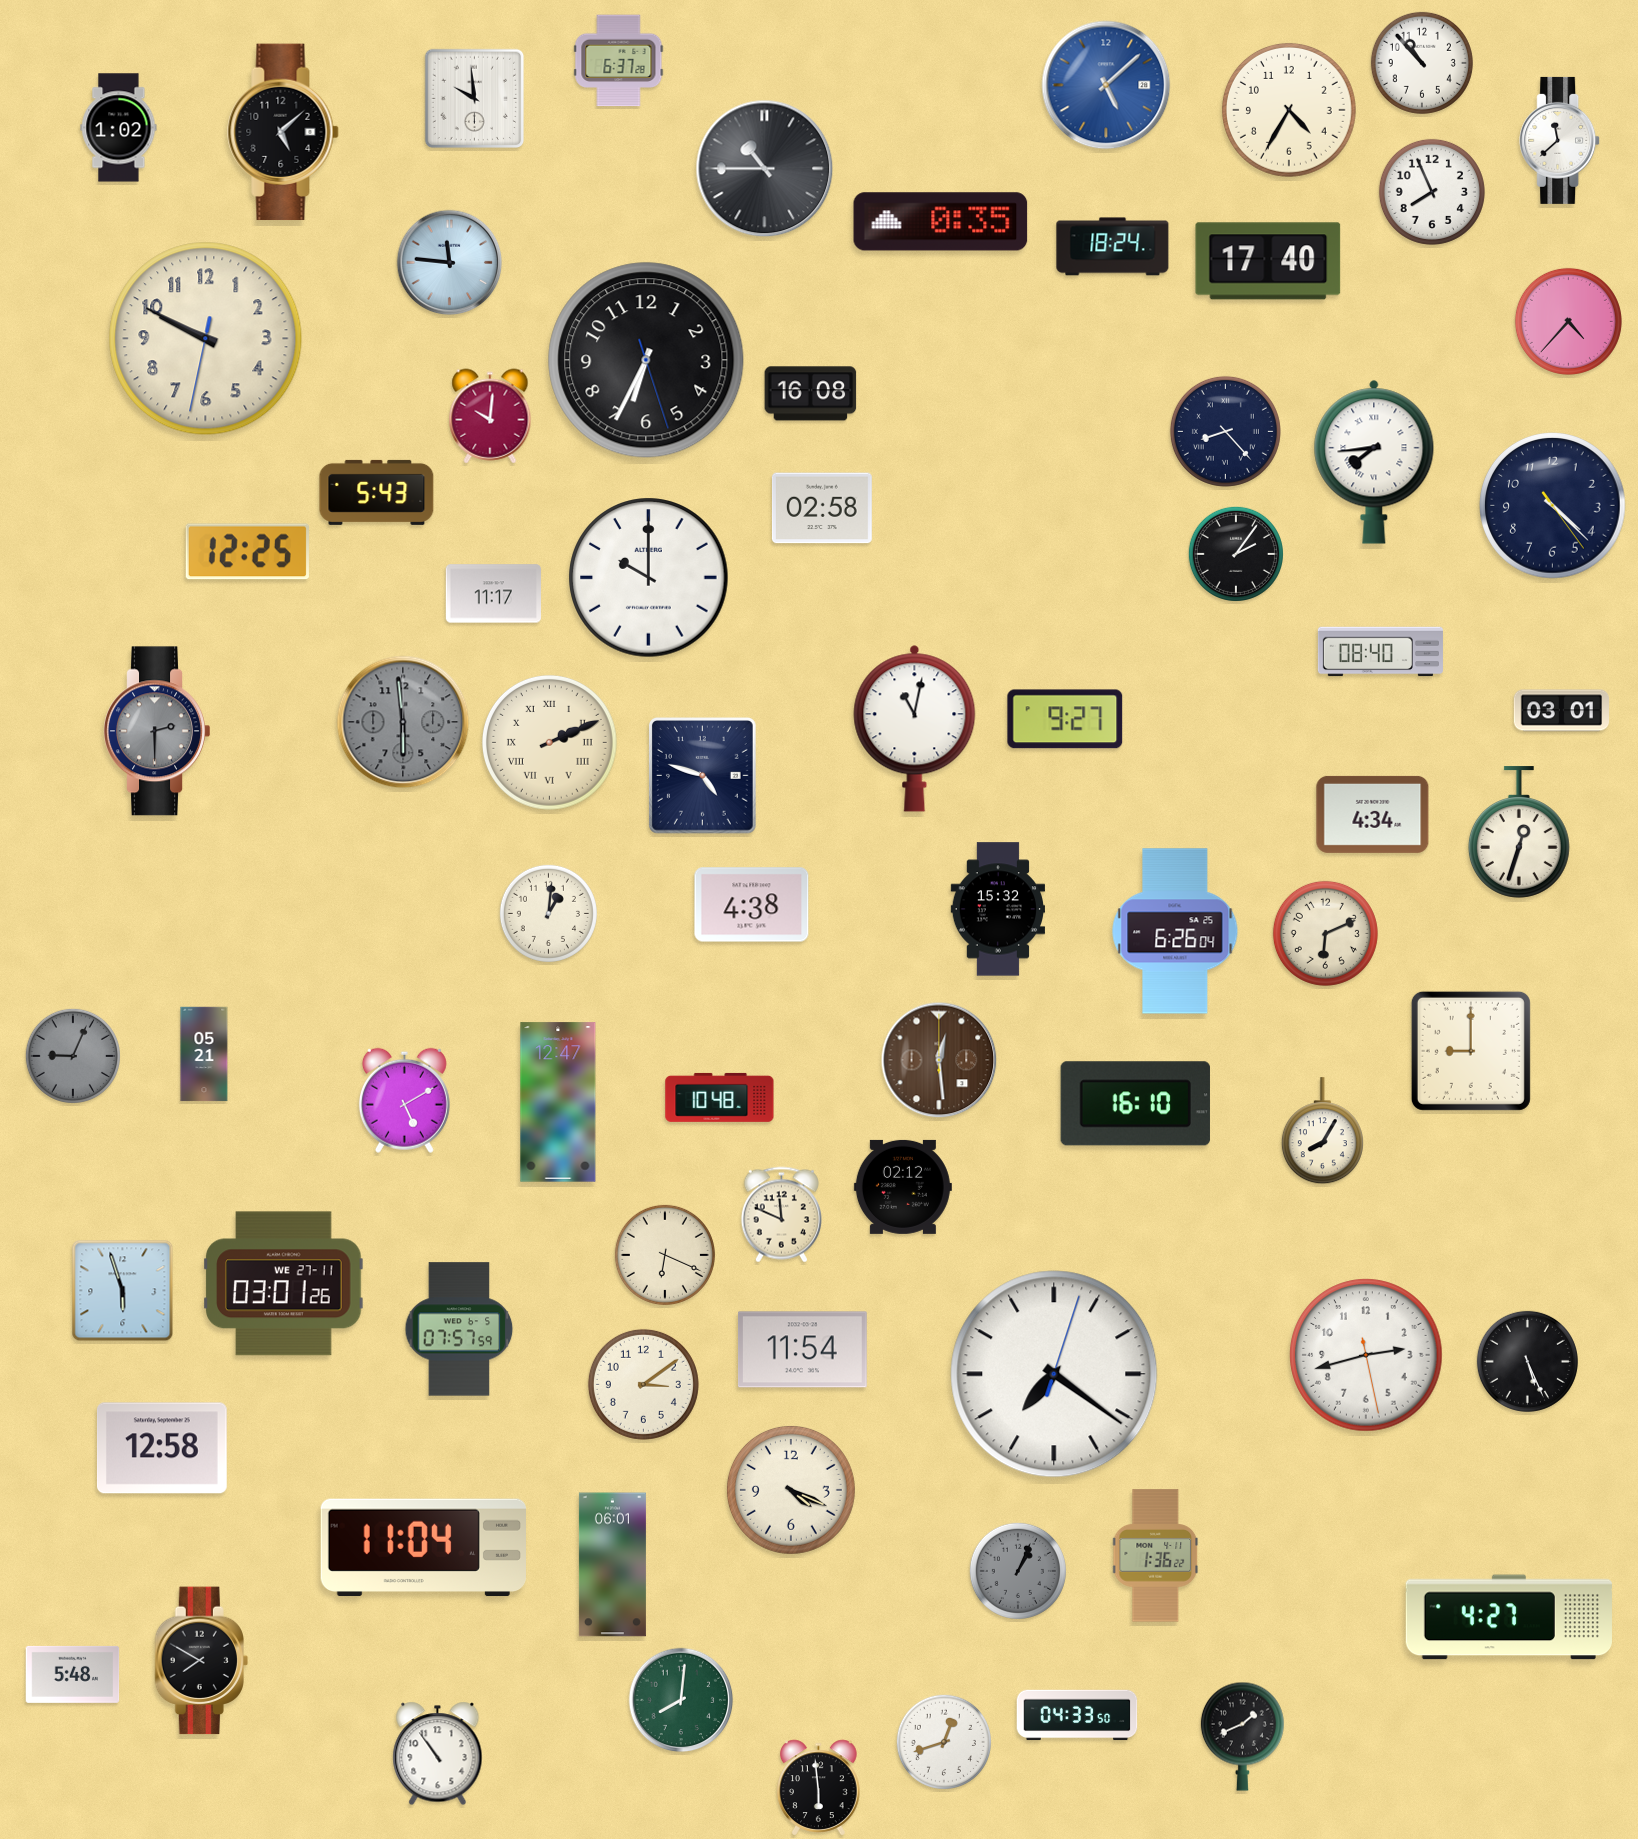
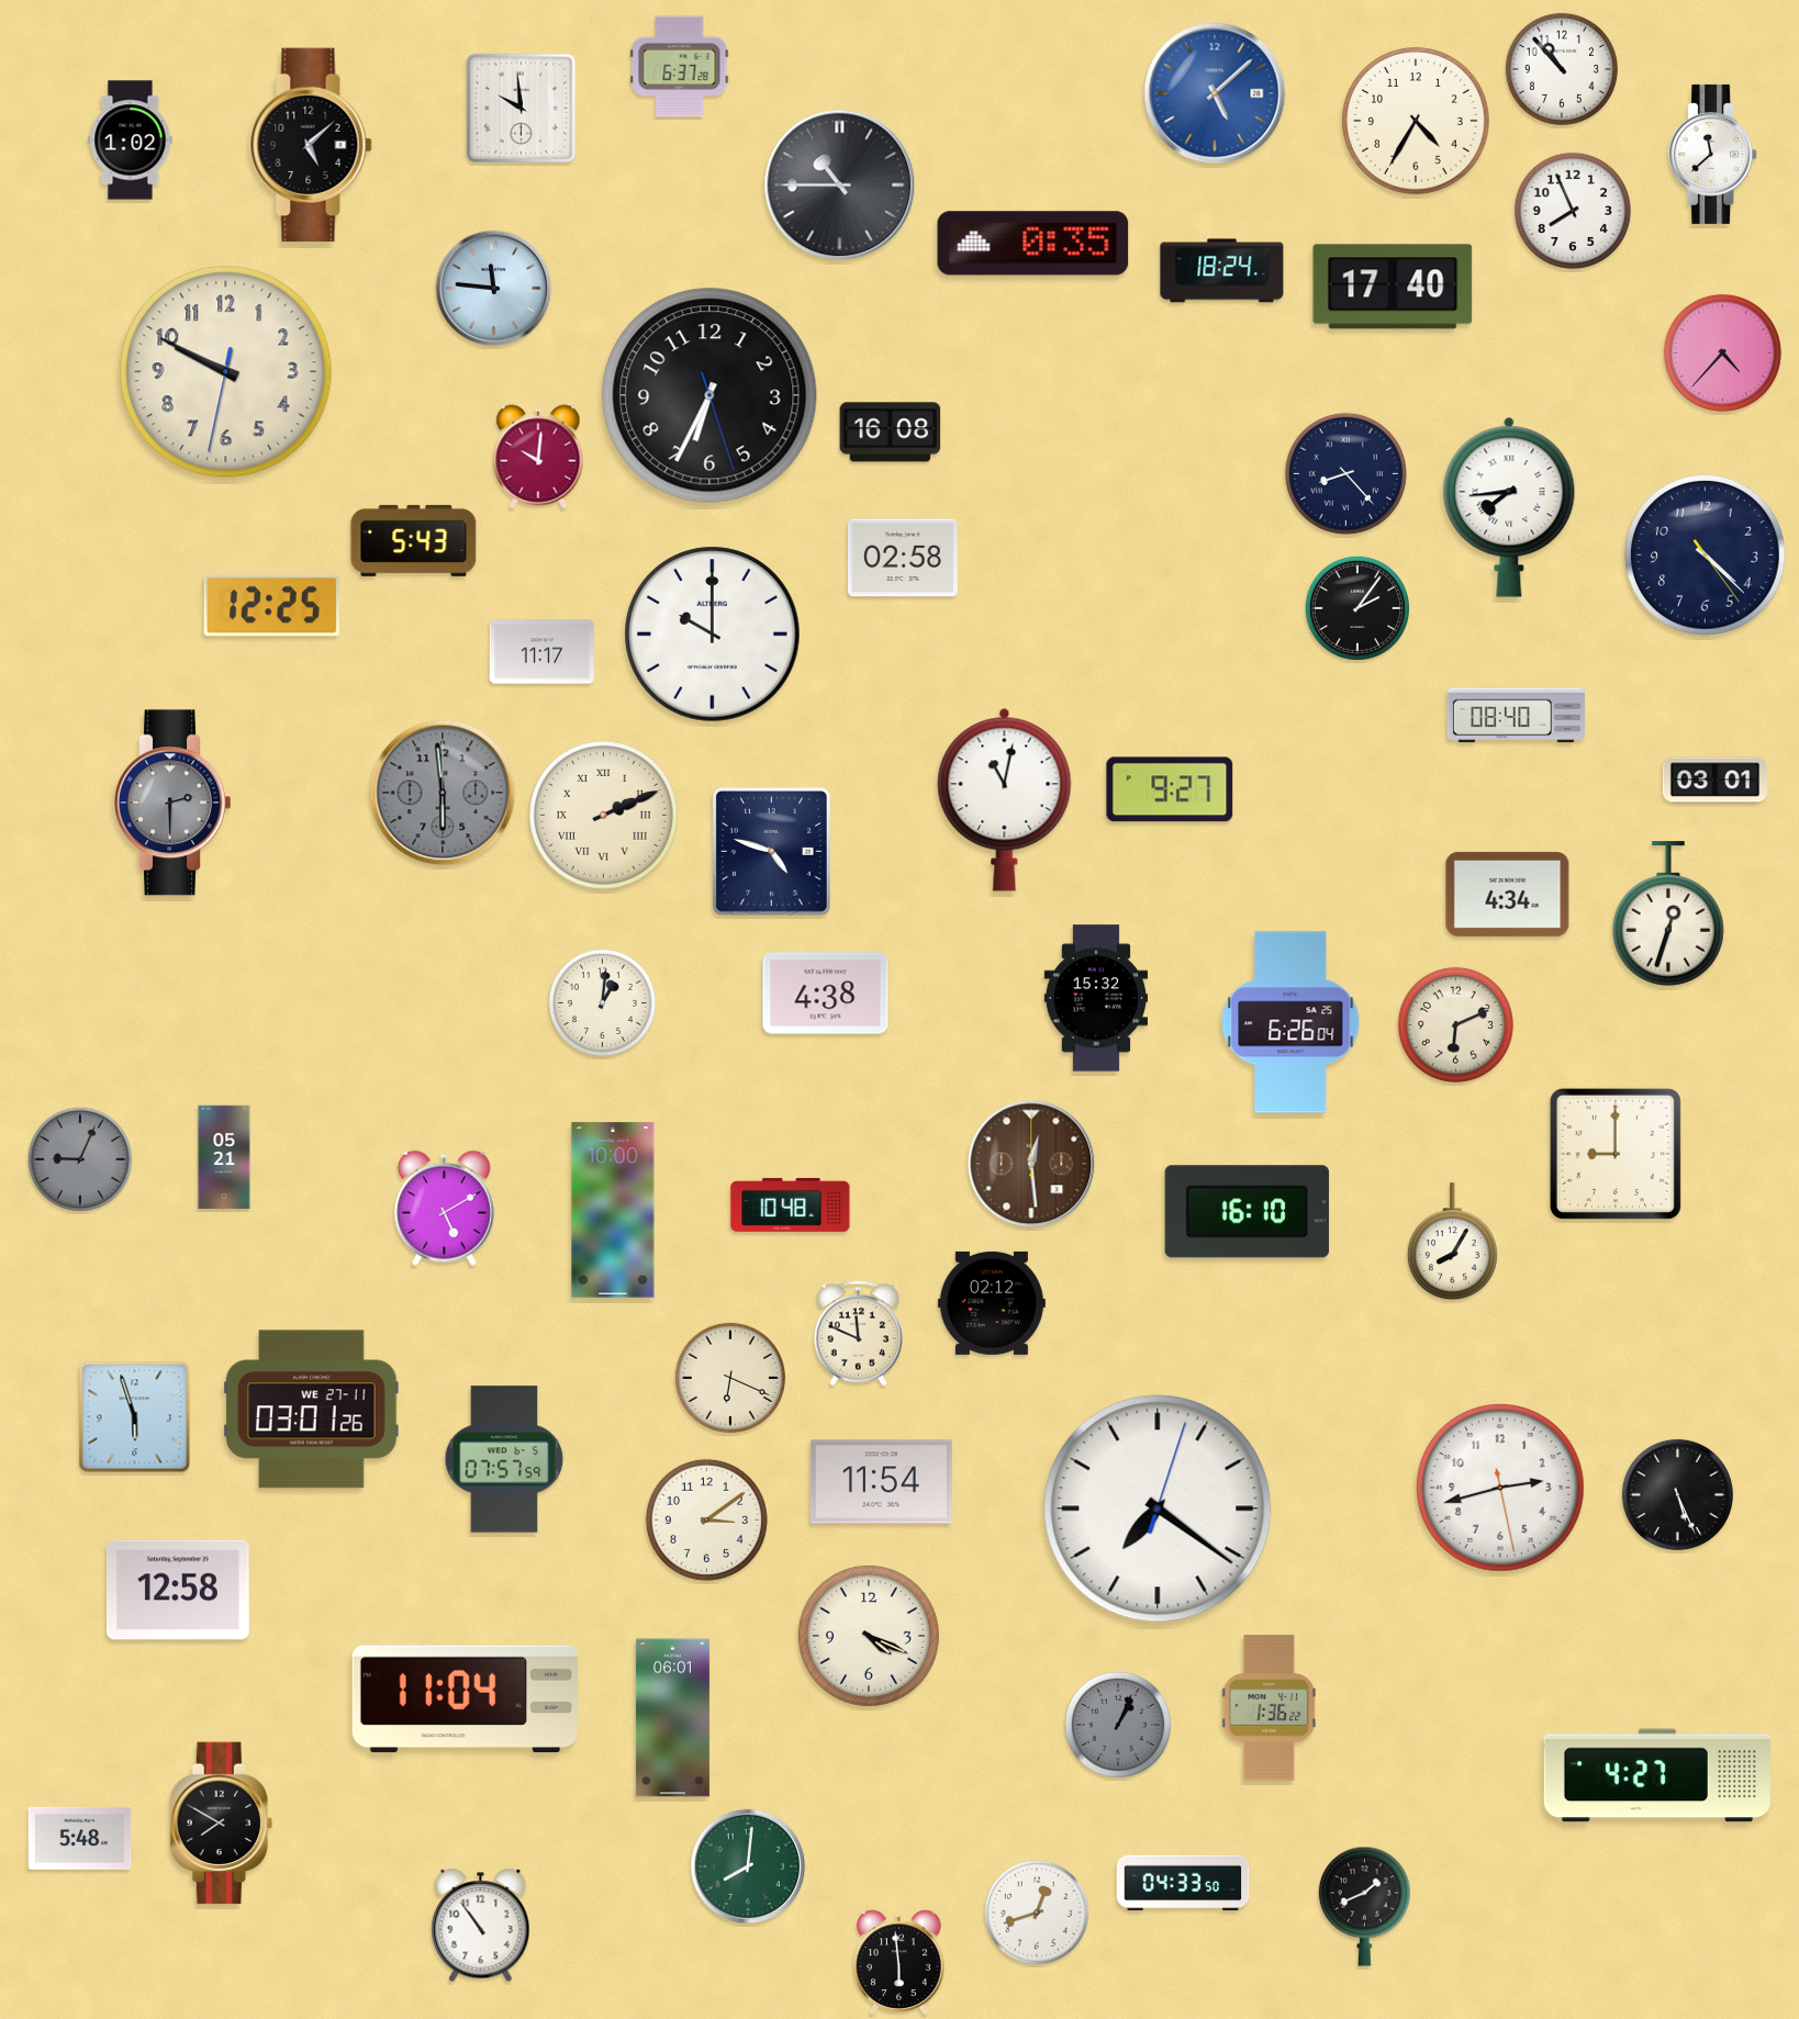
clock at (558, 1102): 12:47 -> 10:00
